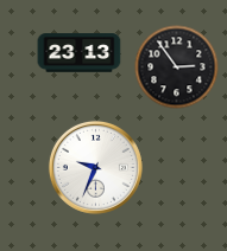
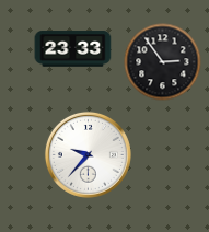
clock at (80, 53): 23:13 -> 23:33
clock at (95, 167): 9:34 -> 9:37
